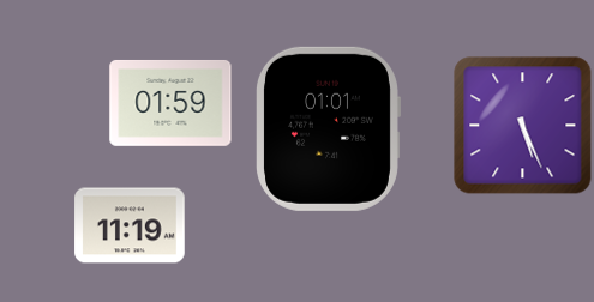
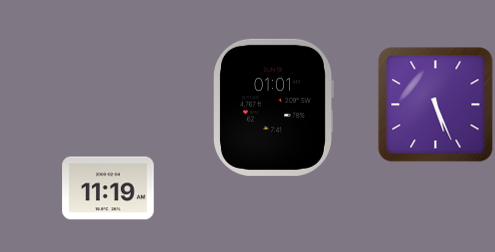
clock at (170, 103): 01:59 -> none
